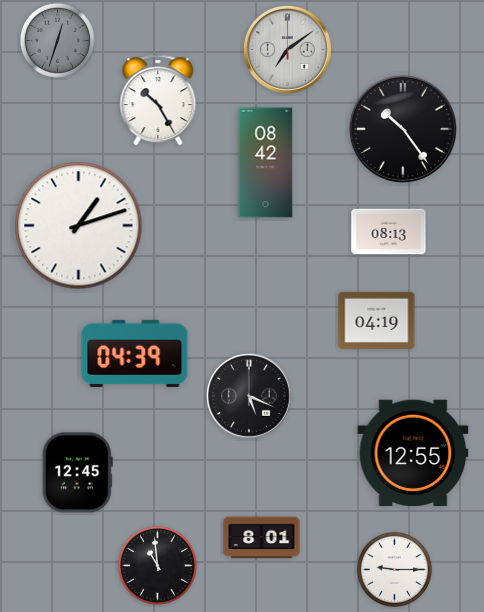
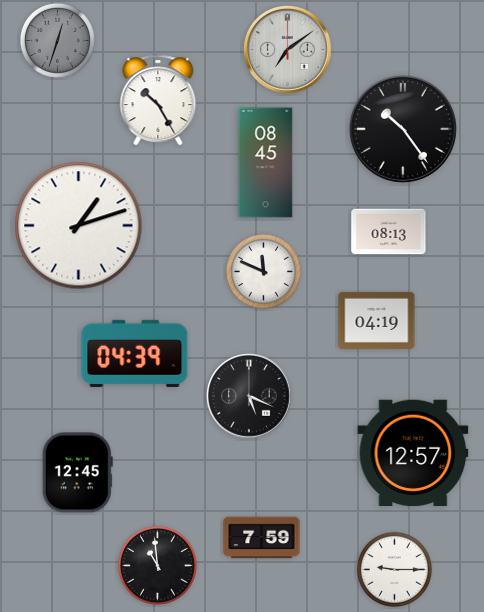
clock at (266, 163): 08:42 -> 08:45
clock at (263, 271): none -> 11:49
clock at (413, 452): 12:55 -> 12:57
clock at (262, 538): 8:01 -> 7:59
